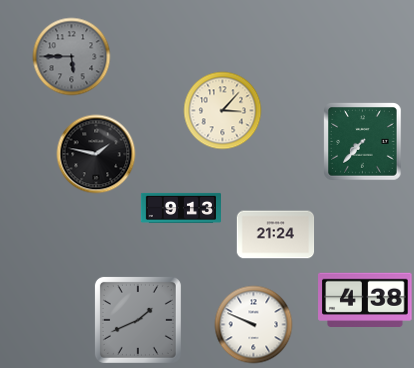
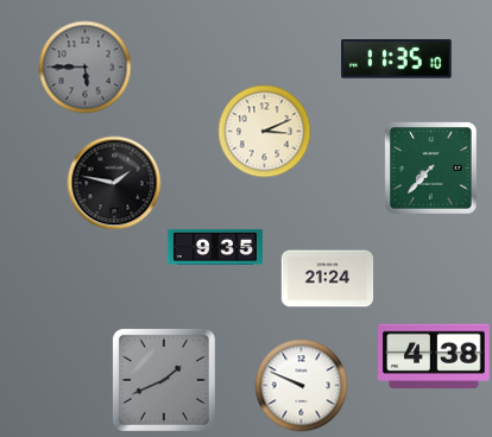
clock at (397, 59): none -> 11:35
clock at (222, 110): 3:07 -> 3:11
clock at (180, 208): 9:13 -> 9:35
